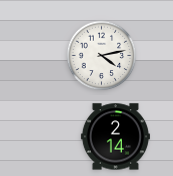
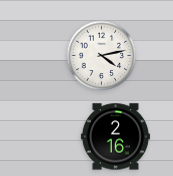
clock at (115, 137): 2:14 -> 2:16
